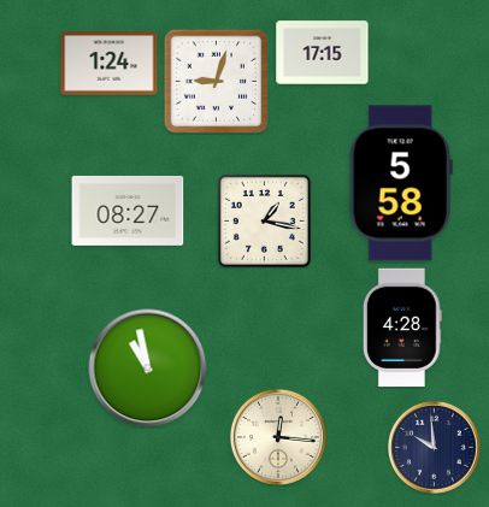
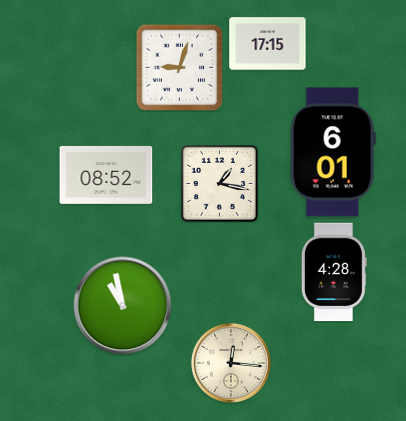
clock at (110, 64): 1:24 -> none
clock at (401, 183): 5:58 -> 6:01
clock at (128, 211): 08:27 -> 08:52
clock at (435, 448): 9:59 -> none
